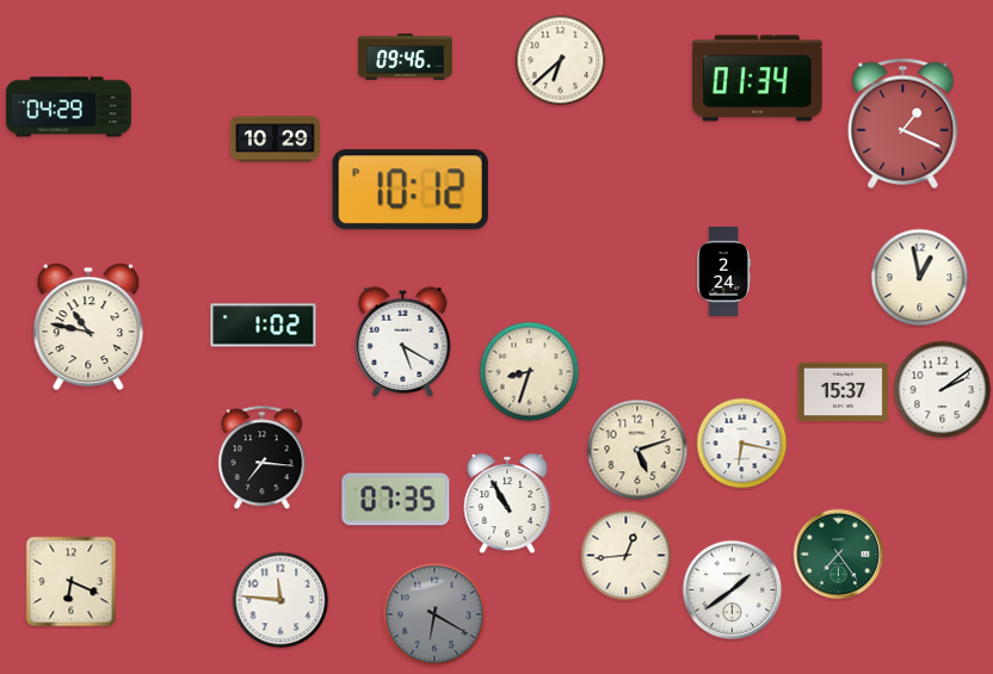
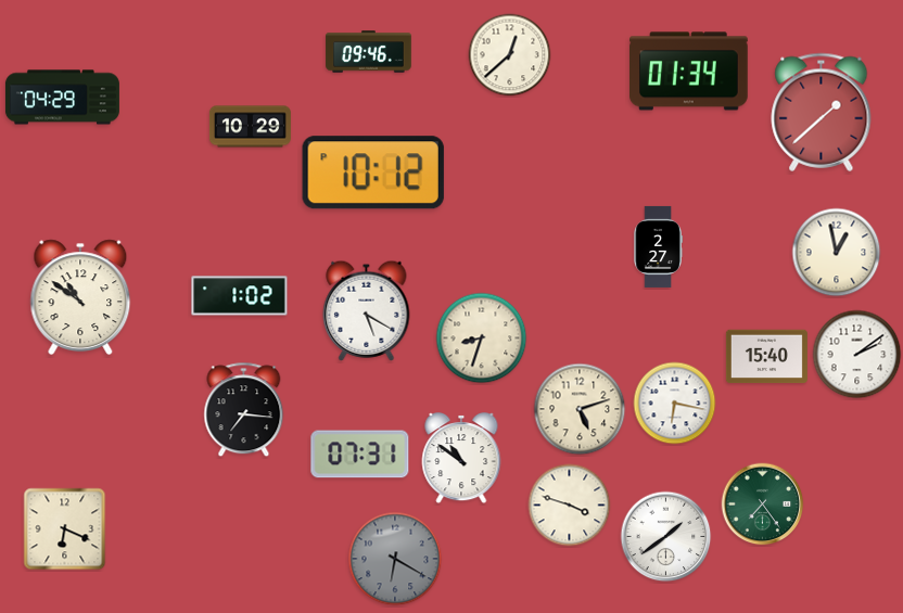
clock at (561, 61): 6:38 -> 12:38
clock at (903, 123): 1:19 -> 1:38
clock at (723, 271): 2:24 -> 2:27
clock at (88, 327): 10:47 -> 10:51
clock at (843, 392): 15:37 -> 15:40
clock at (263, 458) position: (263, 458) -> (244, 410)
clock at (396, 500): 07:35 -> 07:31
clock at (507, 505): 10:55 -> 10:51
clock at (627, 556): 12:44 -> 3:48
clock at (280, 600): 11:46 -> none
